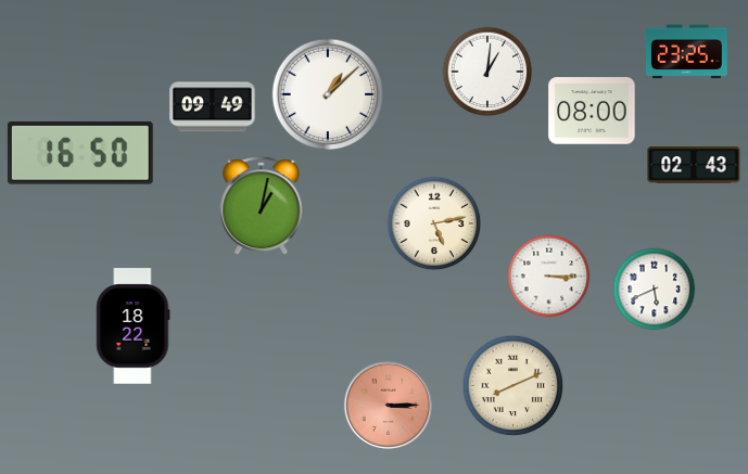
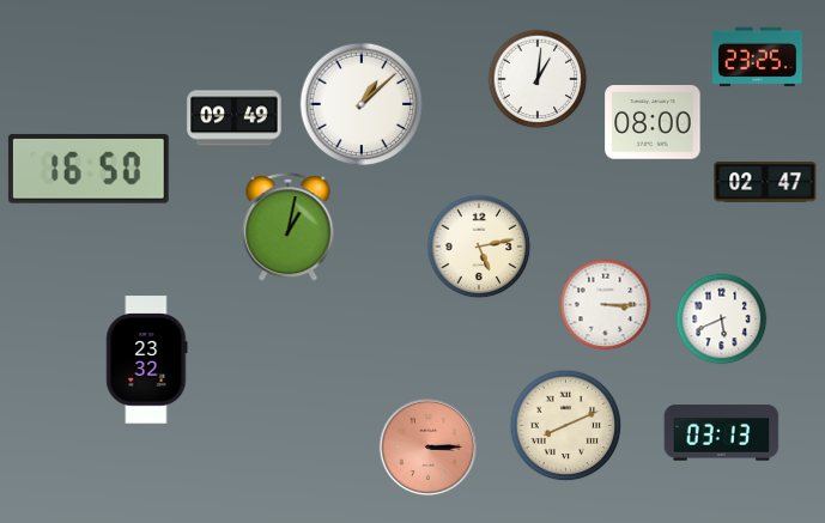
clock at (694, 165): 02:43 -> 02:47
clock at (134, 326): 18:22 -> 23:32
clock at (722, 433): none -> 03:13
